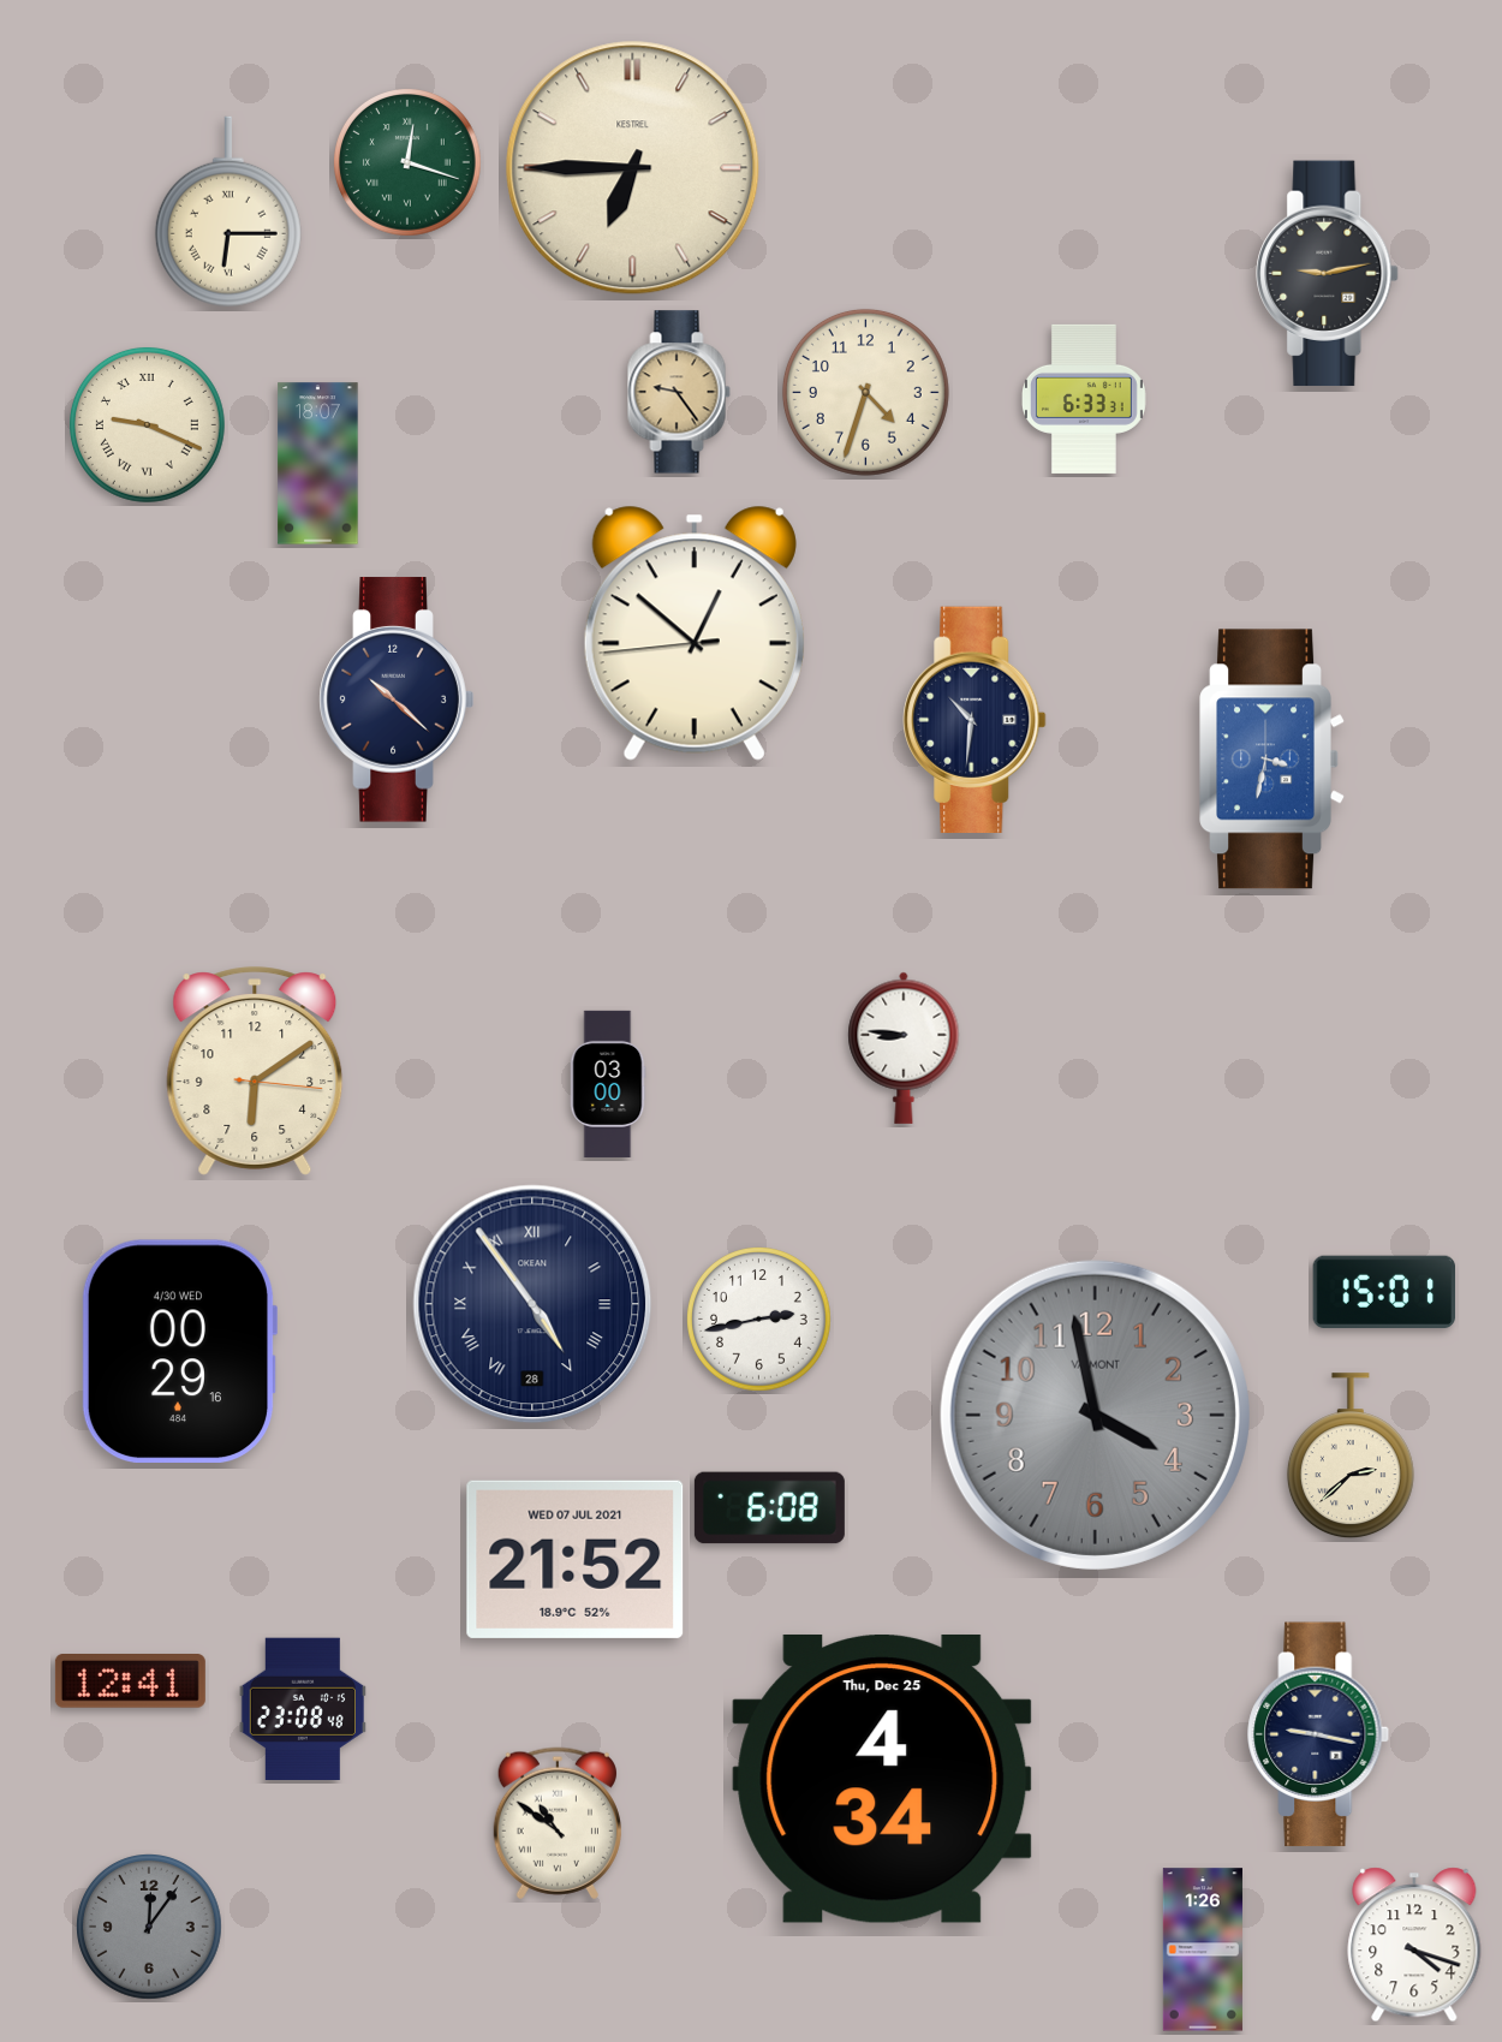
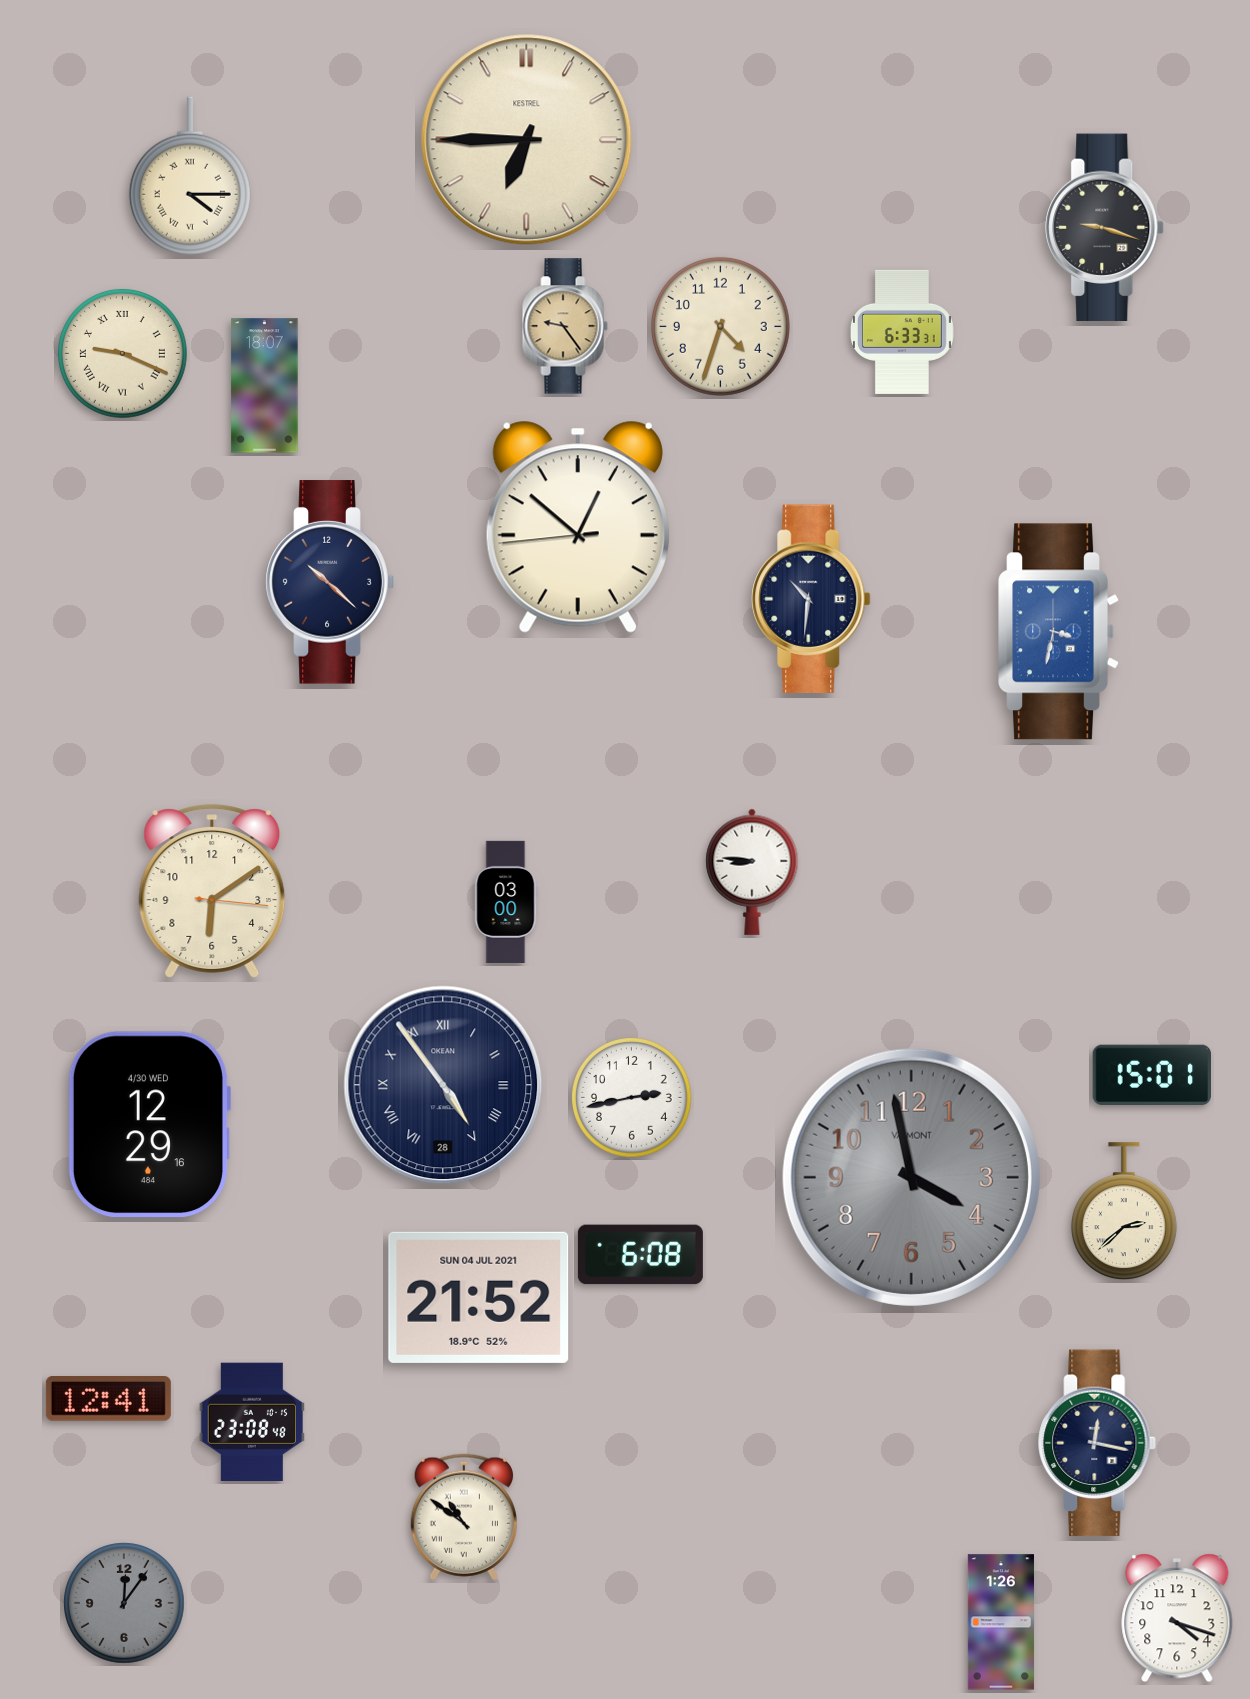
clock at (409, 163): 12:18 -> none
clock at (228, 212): 6:15 -> 4:15
clock at (1328, 274): 9:13 -> 9:18
clock at (179, 1351): 00:29 -> 12:29
clock at (576, 1559) date: WED 07 JUL 2021 -> SUN 04 JUL 2021
clock at (1319, 1734): 9:17 -> 12:17
clock at (882, 1779): 4:34 -> none
